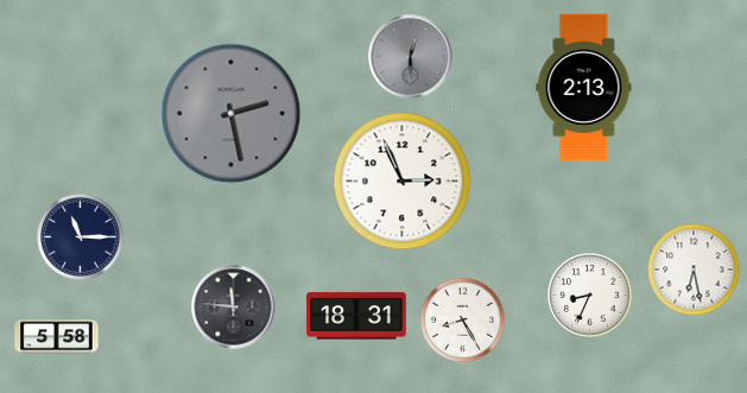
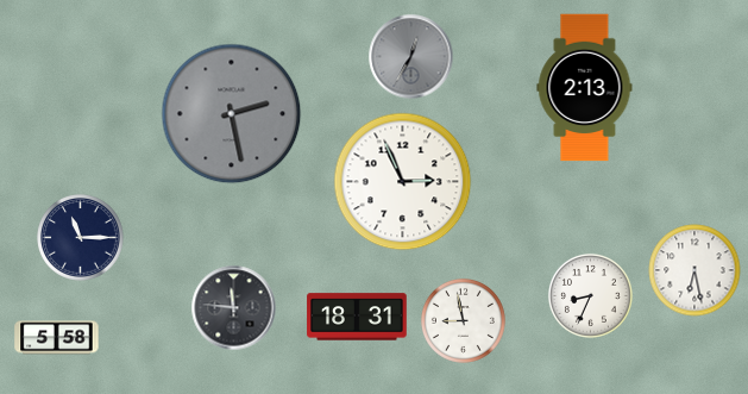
clock at (411, 57): 12:30 -> 12:35
clock at (462, 319): 8:25 -> 8:58
